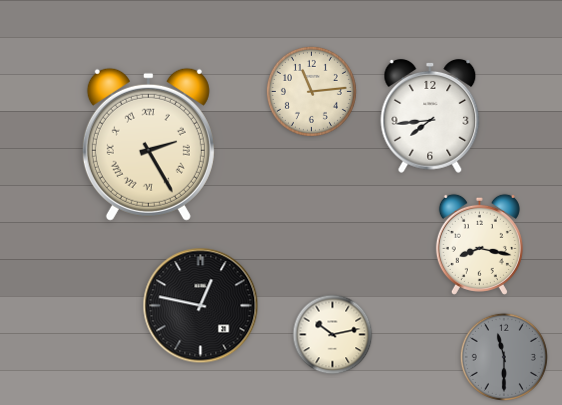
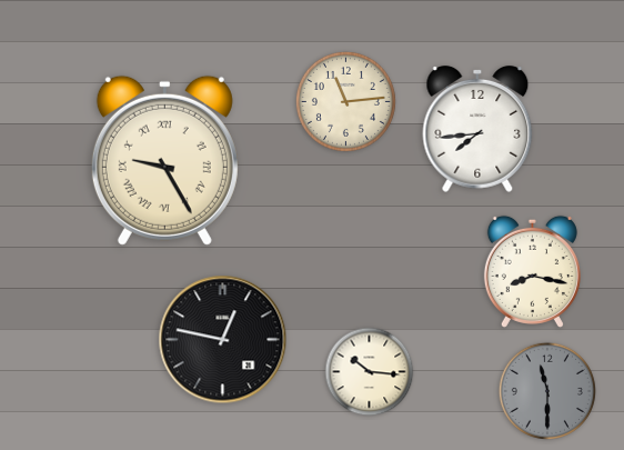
clock at (148, 144): 2:25 -> 9:25
clock at (333, 335): 10:13 -> 10:16
clock at (504, 357) position: (504, 357) -> (547, 391)
